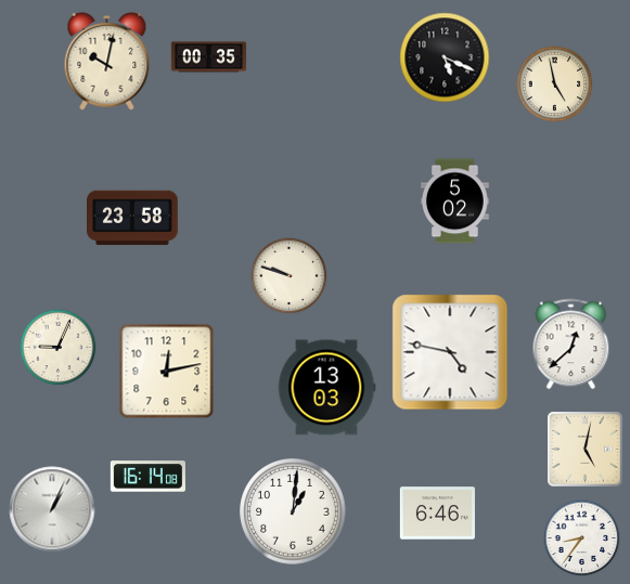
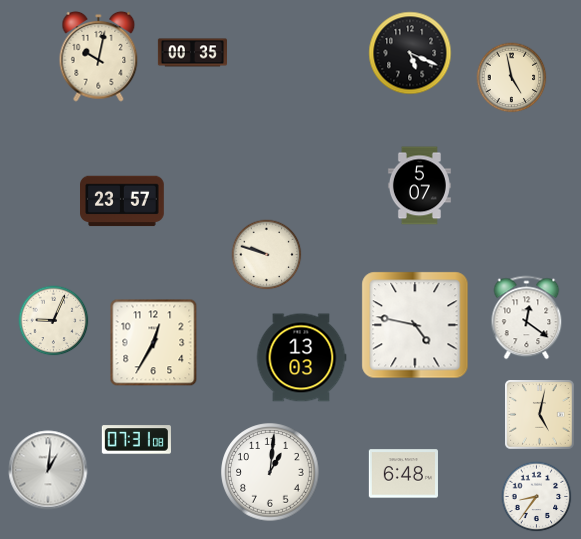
clock at (454, 202): 5:02 -> 5:07
clock at (133, 218): 23:58 -> 23:57
clock at (571, 345): 12:38 -> 12:21
clock at (167, 372): 12:13 -> 12:35
clock at (147, 477): 16:14 -> 07:31
clock at (52, 509): 1:04 -> 1:01
clock at (437, 514): 6:46 -> 6:48
